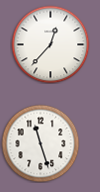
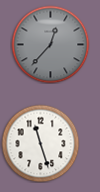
clock at (50, 44) dial: white -> grey
